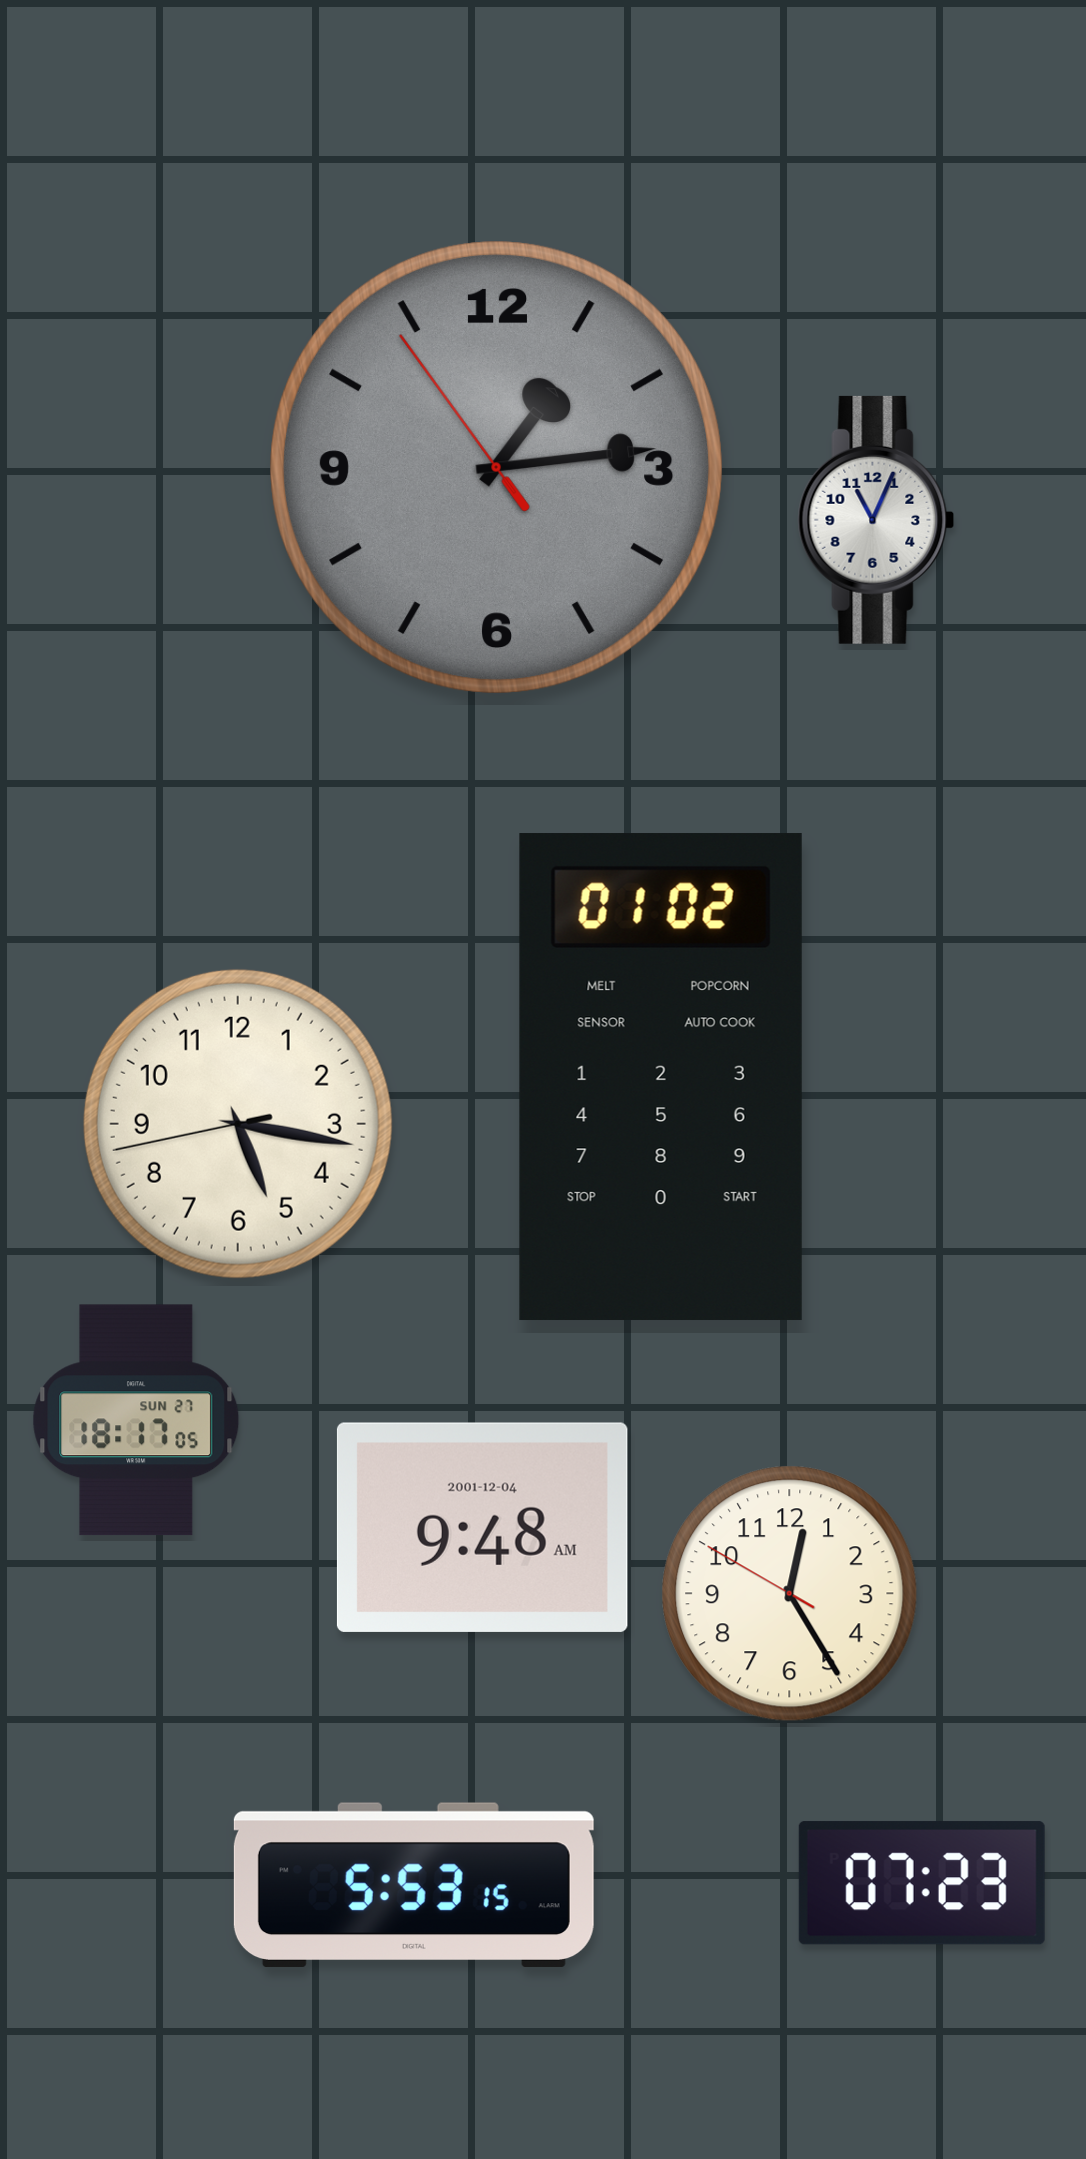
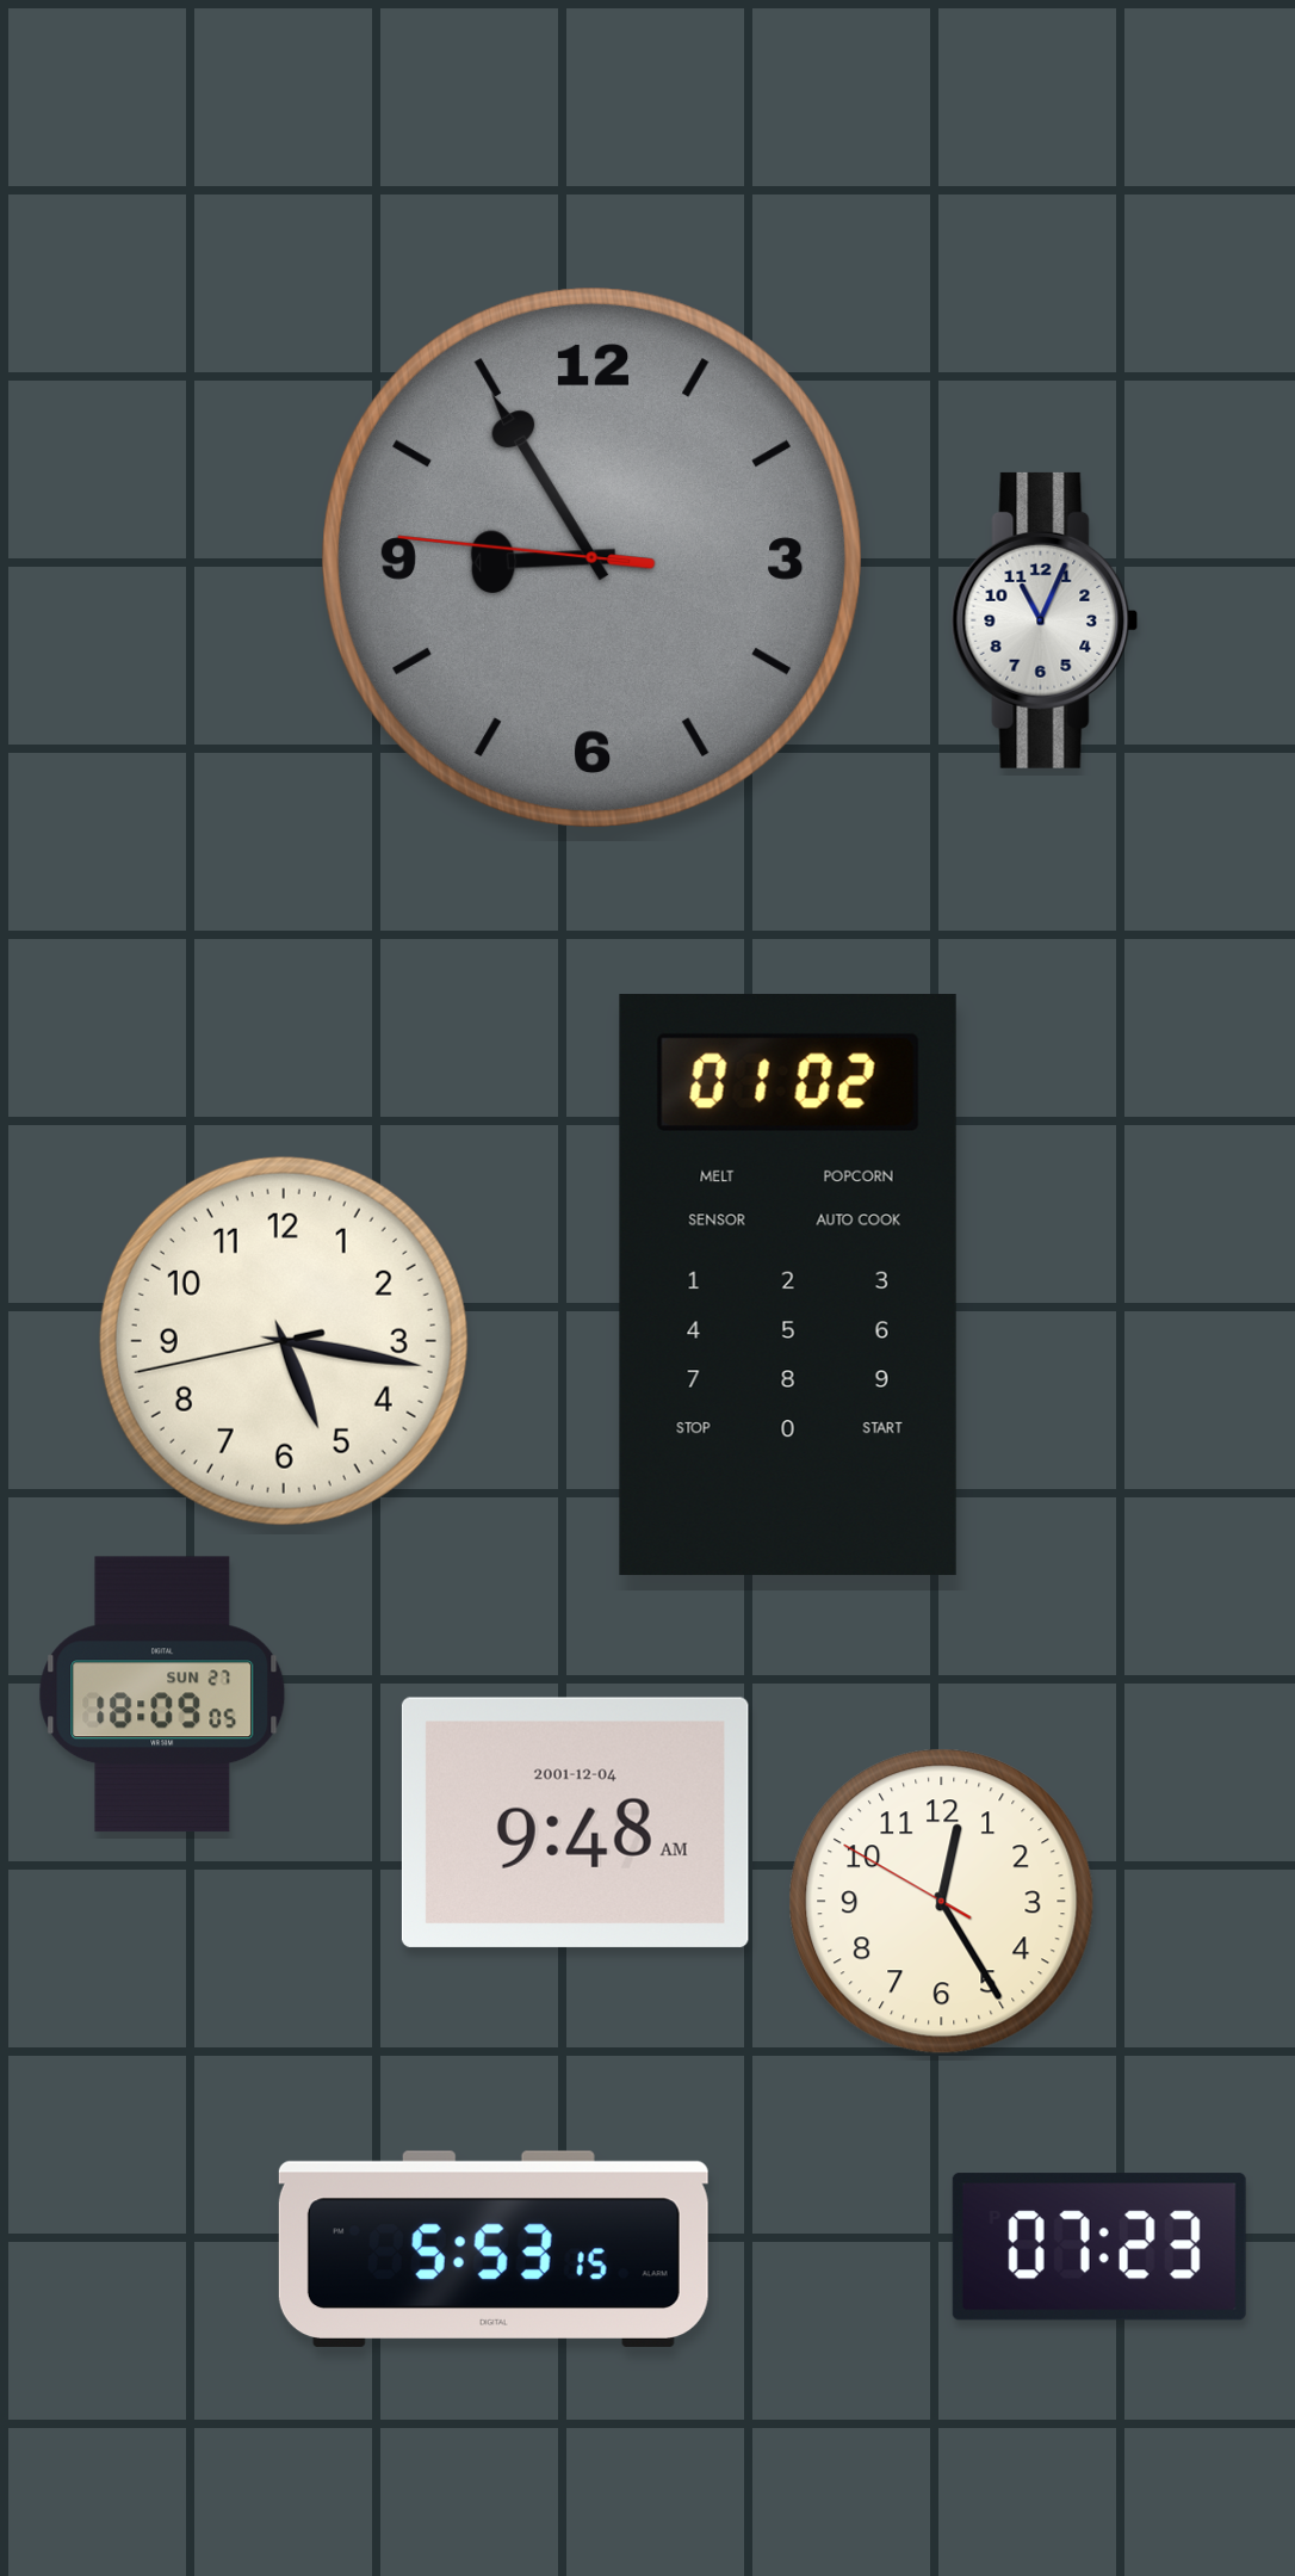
clock at (497, 468): 1:13 -> 8:54
clock at (136, 1420): 18:17 -> 18:09
